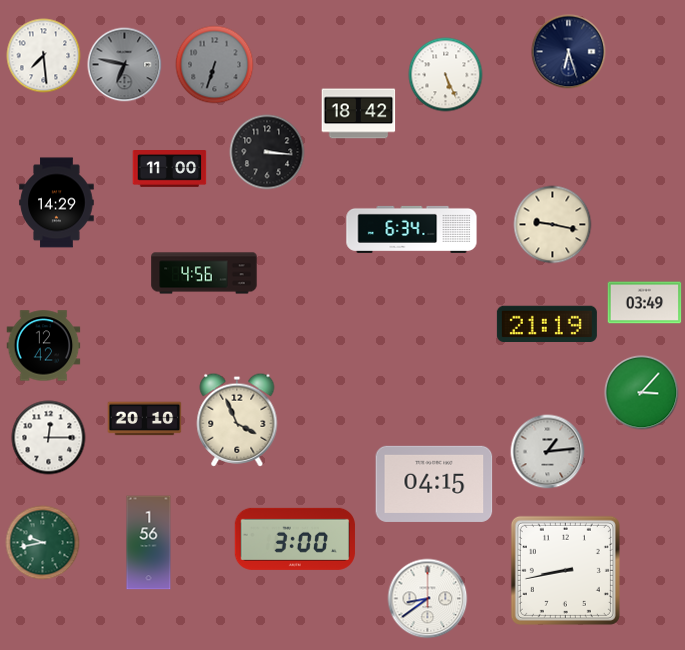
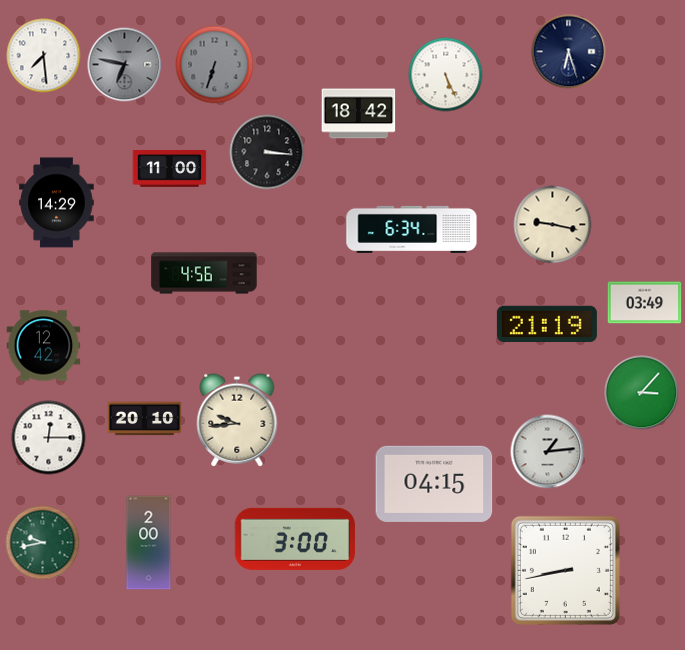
clock at (237, 420): 3:56 -> 9:44
clock at (149, 543): 1:56 -> 2:00
clock at (428, 599): 8:39 -> none
